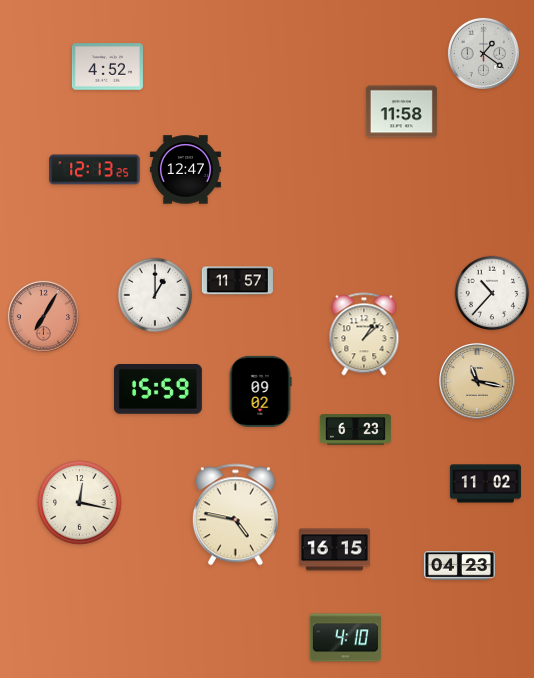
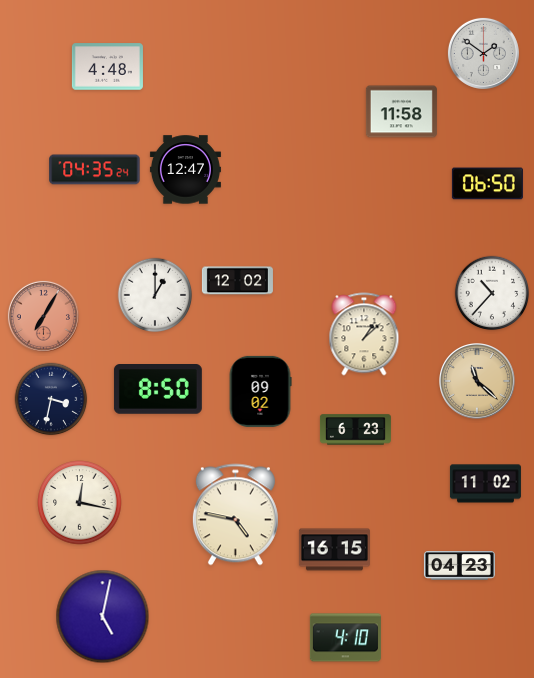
clock at (483, 53): 1:21 -> 1:51
clock at (107, 67): 4:52 -> 4:48
clock at (95, 170): 12:13 -> 04:35
clock at (487, 184): none -> 06:50
clock at (237, 281): 11:57 -> 12:02
clock at (478, 382): 11:17 -> 11:22
clock at (158, 390): 15:59 -> 8:50
clock at (51, 399): none -> 3:32
clock at (103, 617): none -> 5:02
